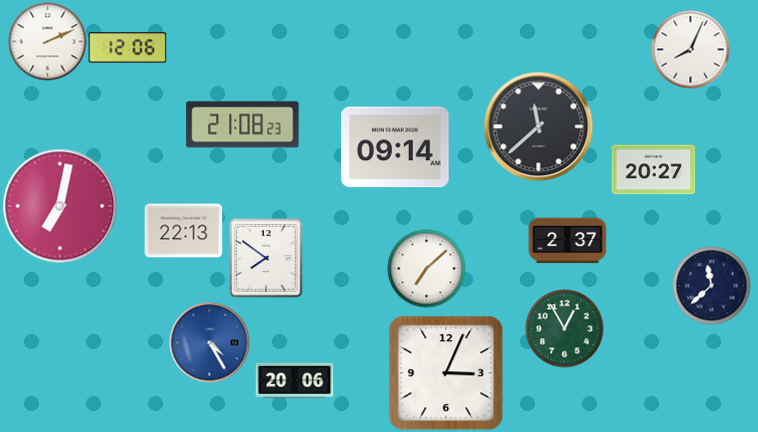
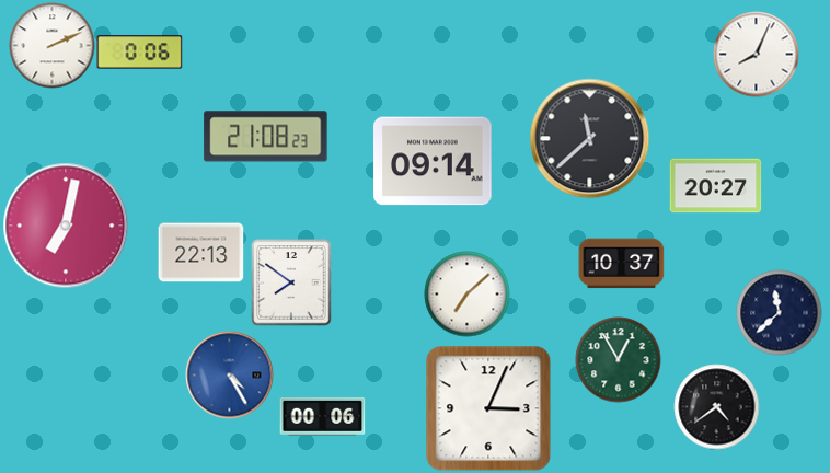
clock at (127, 48): 12:06 -> 0:06
clock at (567, 241): 2:37 -> 10:37
clock at (716, 406): none -> 4:39
clock at (294, 380): 20:06 -> 00:06
